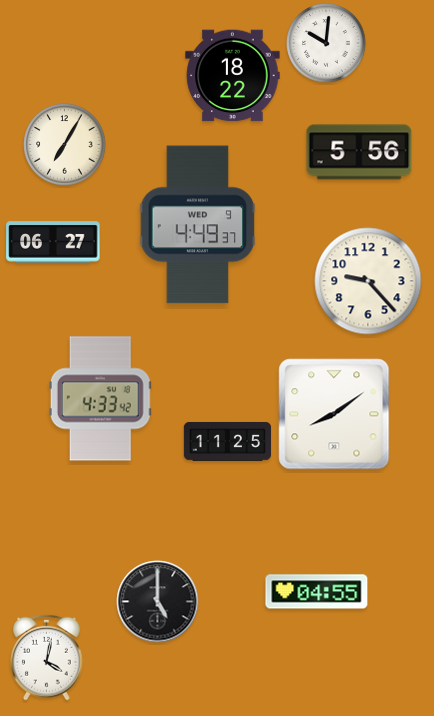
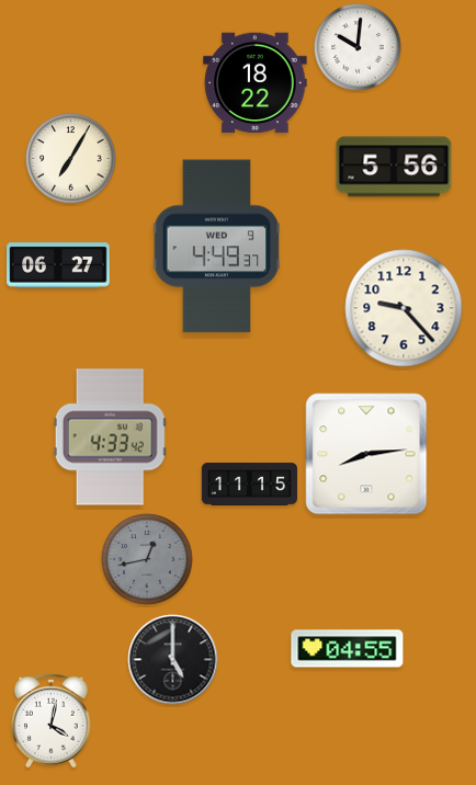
clock at (334, 414): 8:09 -> 8:14
clock at (227, 441): 11:25 -> 11:15
clock at (147, 559): none -> 12:43
